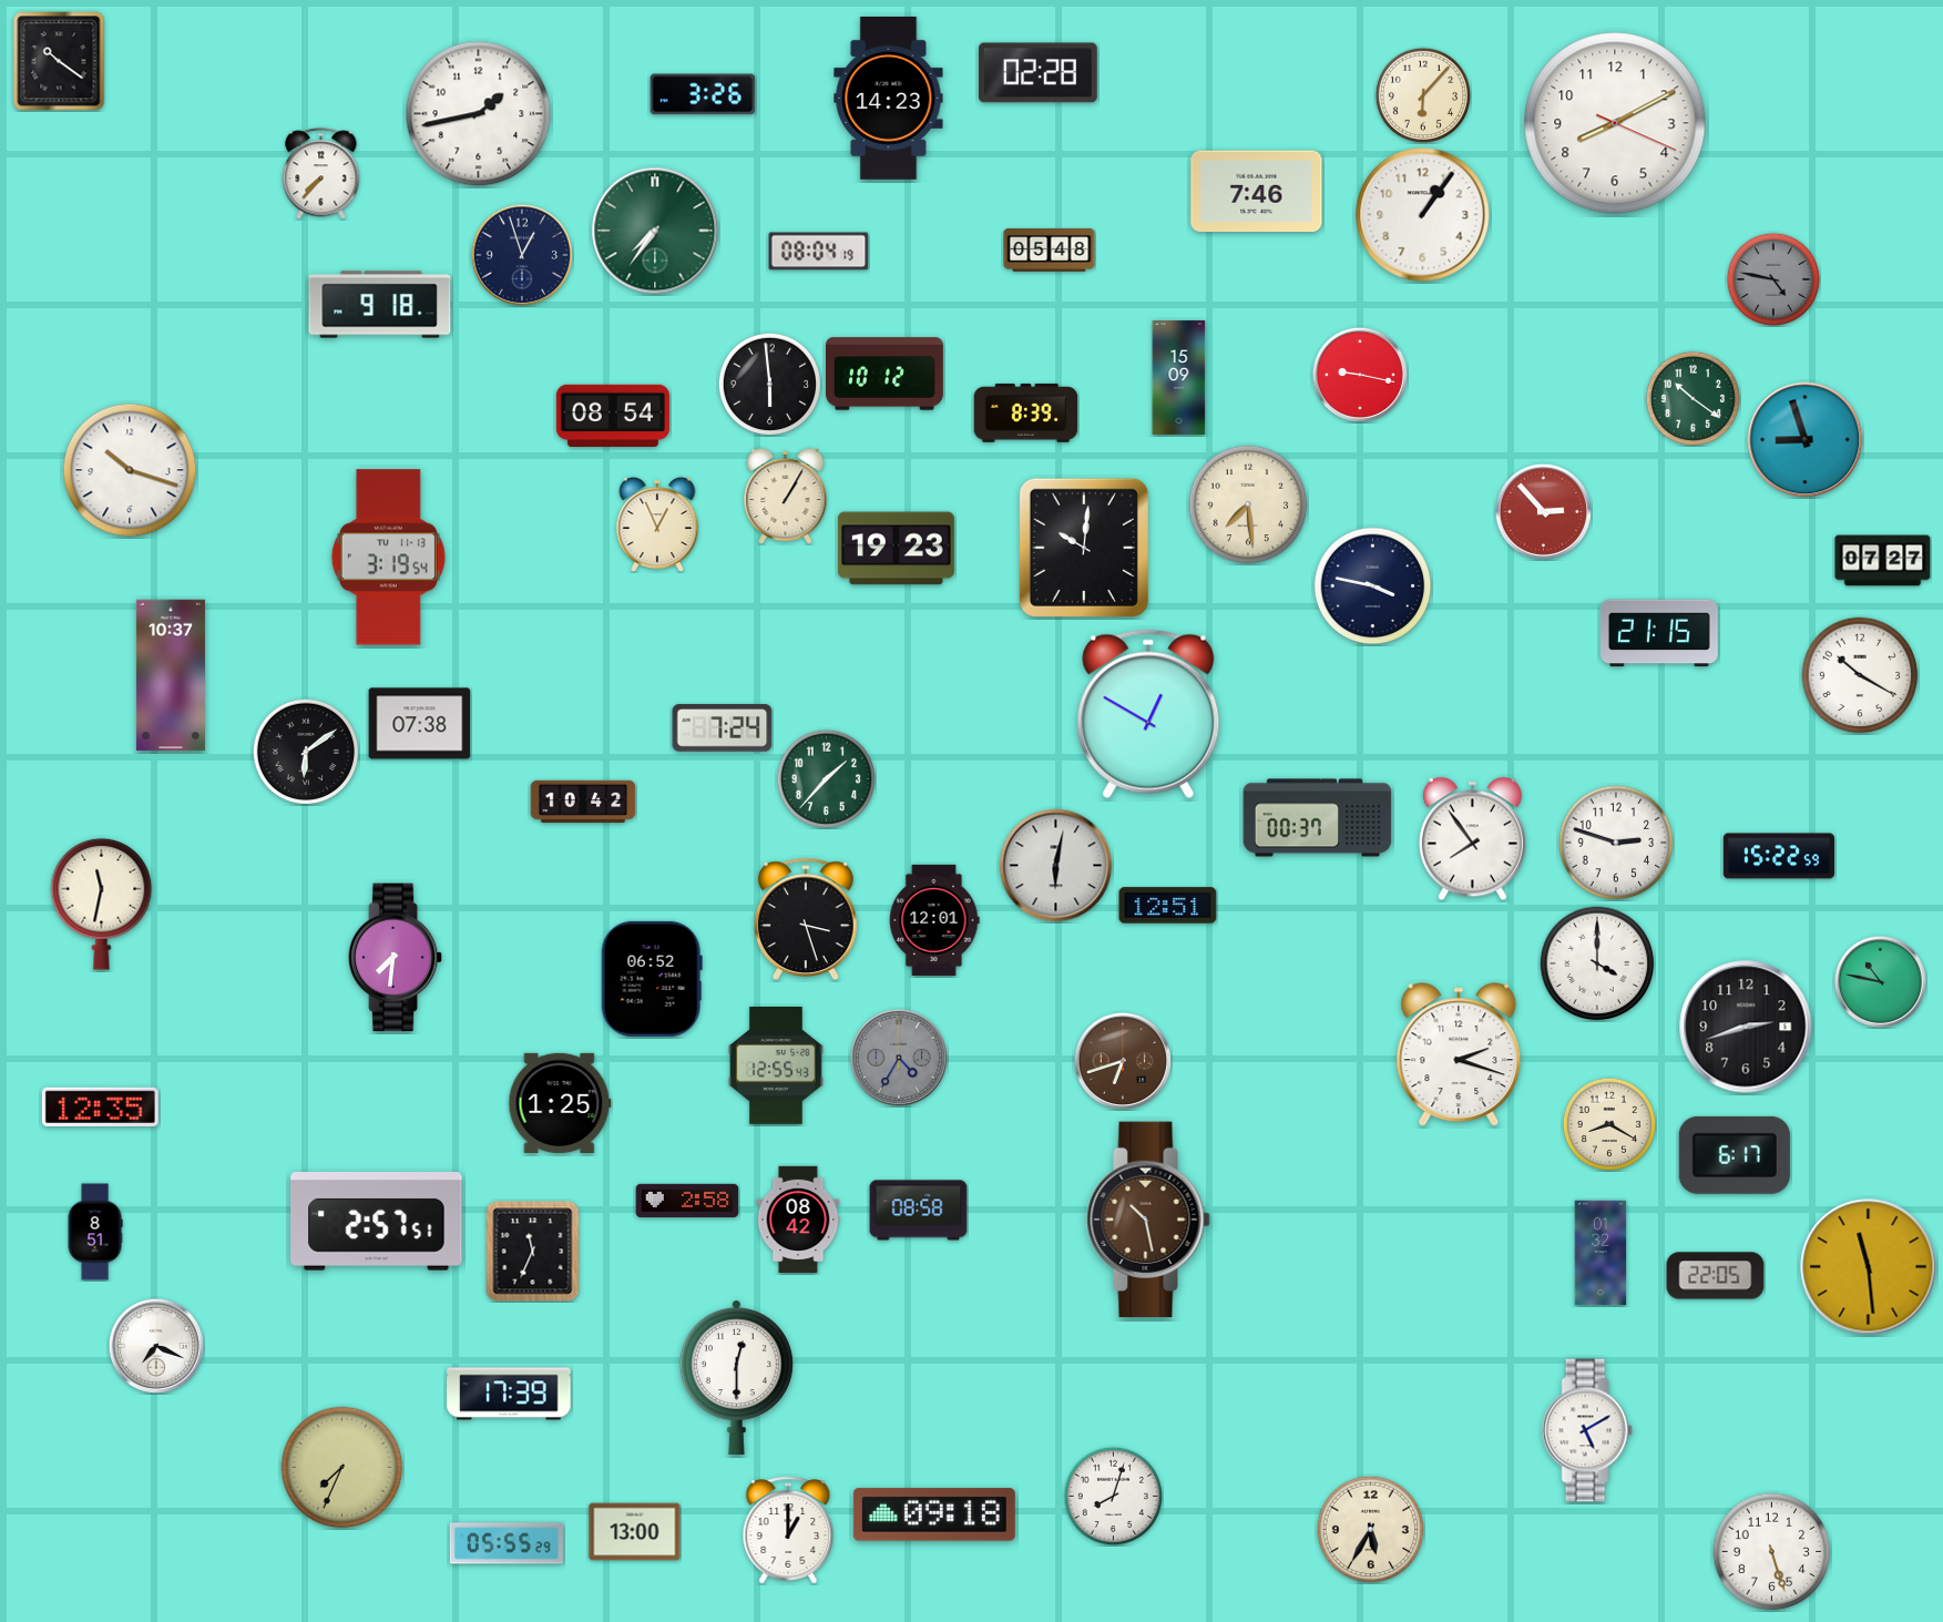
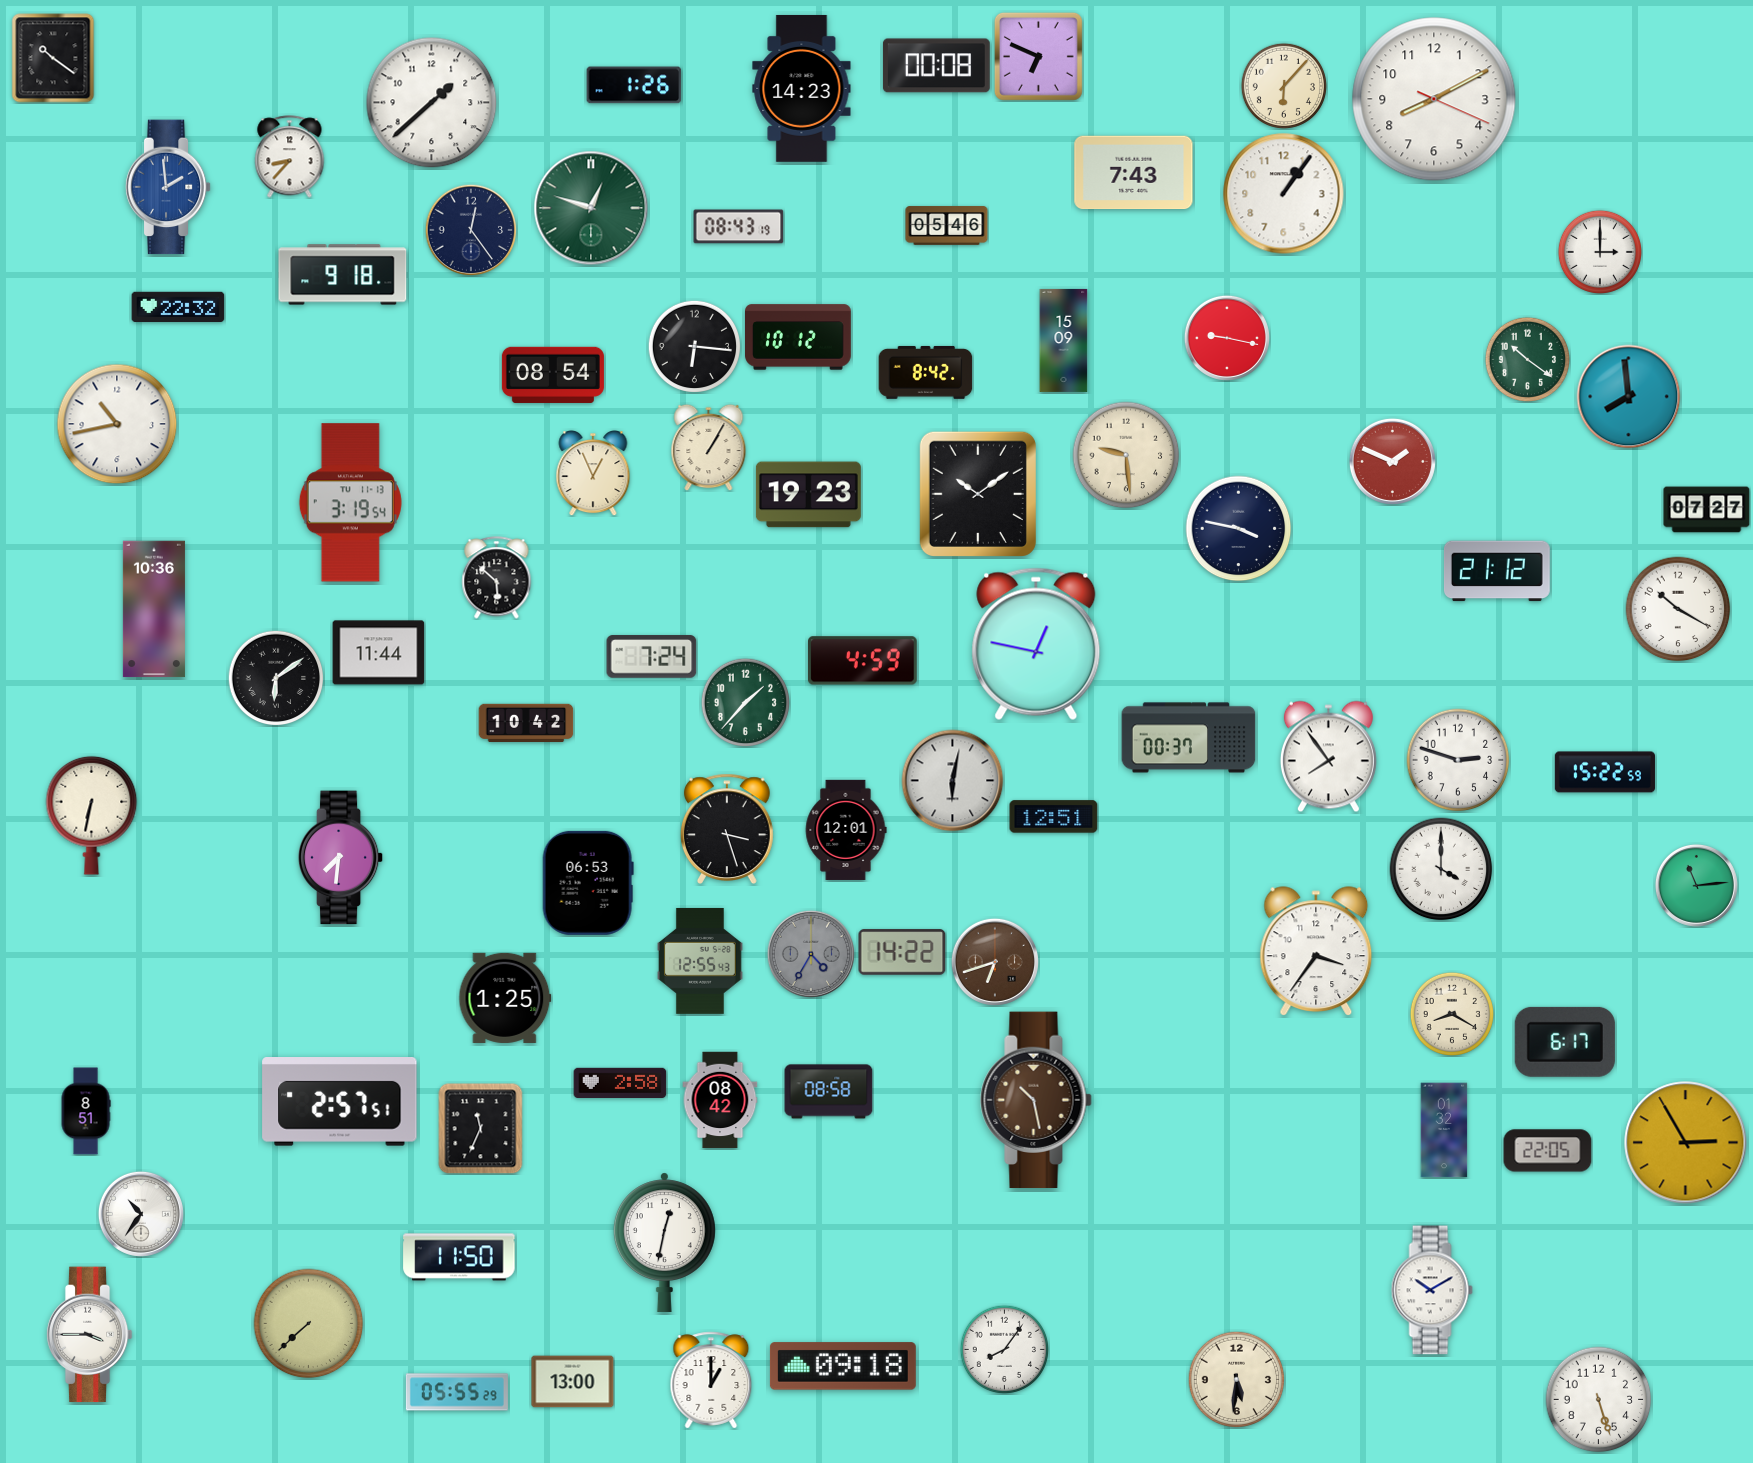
clock at (59, 61) position: (59, 61) -> (53, 58)
clock at (1038, 56): none -> 6:49
clock at (1037, 73): 02:28 -> 00:08
clock at (703, 94): 3:26 -> 1:26
clock at (479, 114): 1:43 -> 1:38
clock at (1615, 123) position: (1615, 123) -> (1434, 99)
clock at (321, 174): 7:37 -> 8:37
clock at (1257, 192): 7:46 -> 7:43
clock at (168, 187): none -> 1:59
clock at (655, 231): 7:36 -> 12:48
clock at (1050, 251): 05:48 -> 05:46
clock at (819, 252): 08:04 -> 08:43
clock at (522, 255): 12:57 -> 12:24
clock at (1773, 279): 4:47 -> 3:00
clock at (1773, 279) dial: grey -> white
clock at (178, 306): none -> 22:32
clock at (769, 384): 5:59 -> 6:16
clock at (1026, 412): 8:39 -> 8:42
clock at (1806, 440): 8:57 -> 7:59
clock at (130, 470): 10:18 -> 10:43
clock at (1248, 504): 7:29 -> 9:29
clock at (1543, 511): 2:53 -> 1:49
clock at (1084, 548): 10:01 -> 10:09
clock at (1883, 561) position: (1883, 561) -> (1707, 510)
clock at (1659, 633): 21:15 -> 21:12
clock at (497, 578): none -> 5:52
clock at (171, 675): 10:37 -> 10:36
clock at (1148, 714): 12:50 -> 12:47
clock at (420, 724): 07:38 -> 11:44
clock at (863, 661): none -> 4:59
clock at (102, 904): 11:32 -> 6:32
clock at (934, 920) position: (934, 920) -> (846, 830)
clock at (396, 958) position: (396, 958) -> (341, 858)
clock at (652, 979): 06:52 -> 06:53
clock at (1880, 981): 10:47 -> 11:14
clock at (1746, 1027): 2:42 -> none
clock at (902, 952): none -> 14:22
clock at (1459, 1055): 2:18 -> 3:36
clock at (1123, 1061) position: (1123, 1061) -> (995, 962)
clock at (560, 1103) position: (560, 1103) -> (505, 998)
clock at (100, 1106): 12:35 -> none
clock at (1869, 1267): 11:29 -> 2:55
clock at (156, 1346): 7:19 -> 10:36
clock at (736, 1377): 12:30 -> 12:32
clock at (509, 1394): 17:39 -> 11:50
clock at (1587, 1430): 5:10 -> 10:10
clock at (342, 1468): 7:34 -> 7:38
clock at (89, 1335): none -> 3:45
clock at (1113, 1496): 8:03 -> 8:06
clock at (1370, 1529): 5:35 -> 5:31
